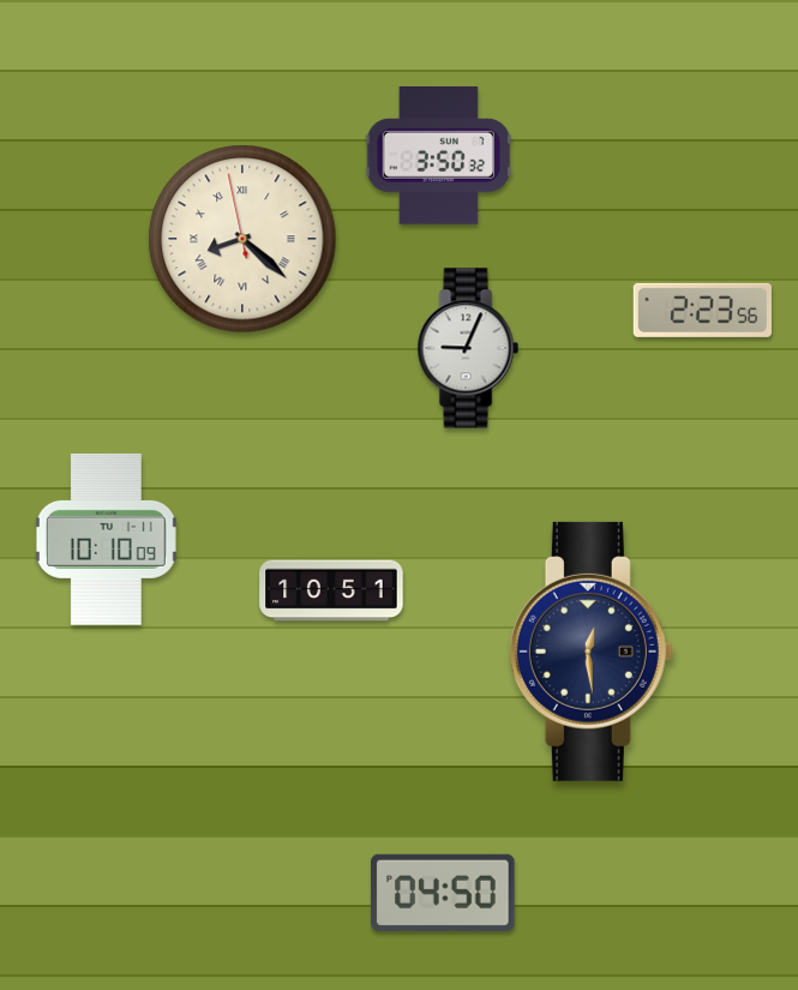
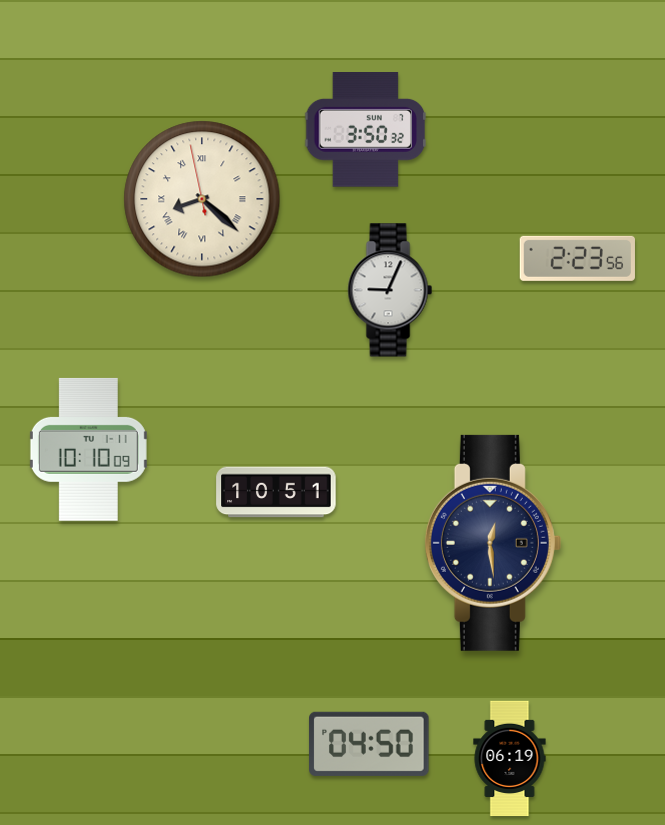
clock at (702, 310) position: (702, 310) -> (577, 258)
clock at (510, 759): none -> 06:19
